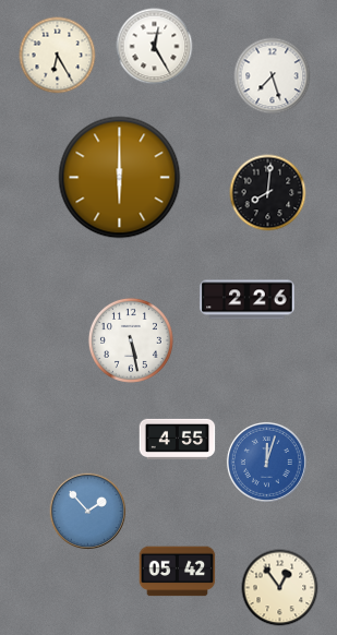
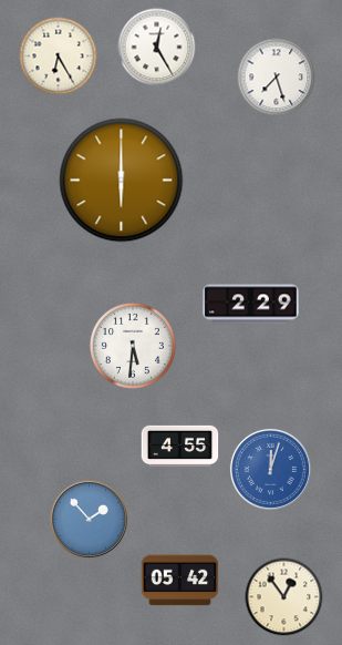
clock at (268, 193): 8:01 -> none
clock at (248, 300): 2:26 -> 2:29
clock at (131, 340): 5:28 -> 5:31
